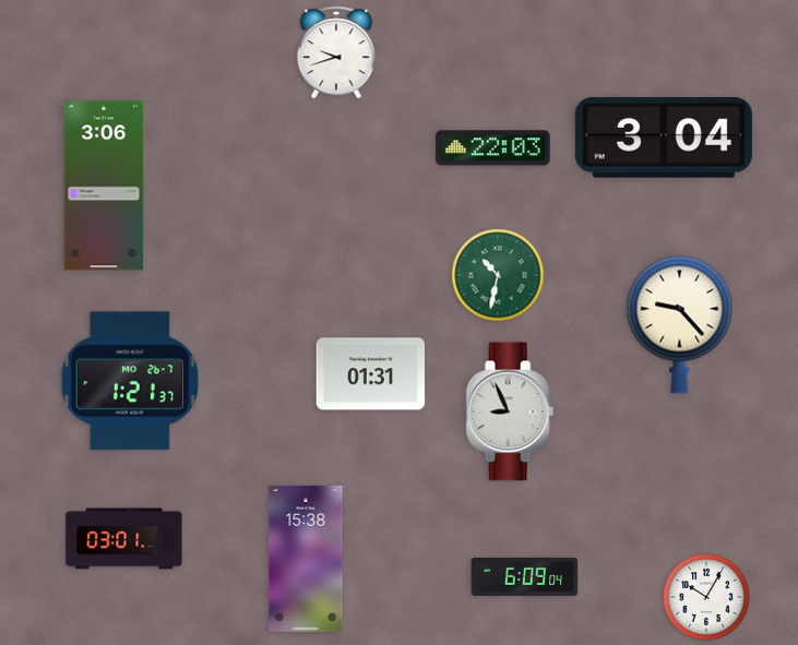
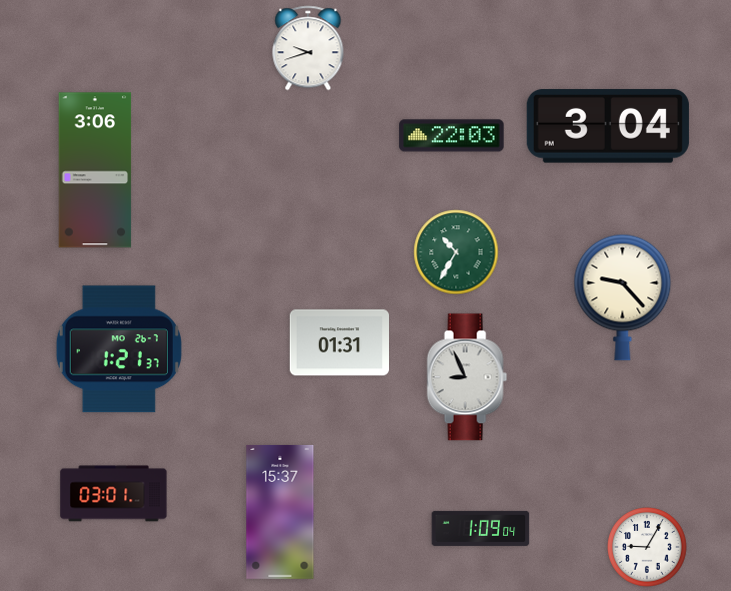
clock at (498, 275): 10:32 -> 10:35
clock at (306, 559): 15:38 -> 15:37
clock at (525, 576): 6:09 -> 1:09
clock at (706, 597): 10:05 -> 9:05
